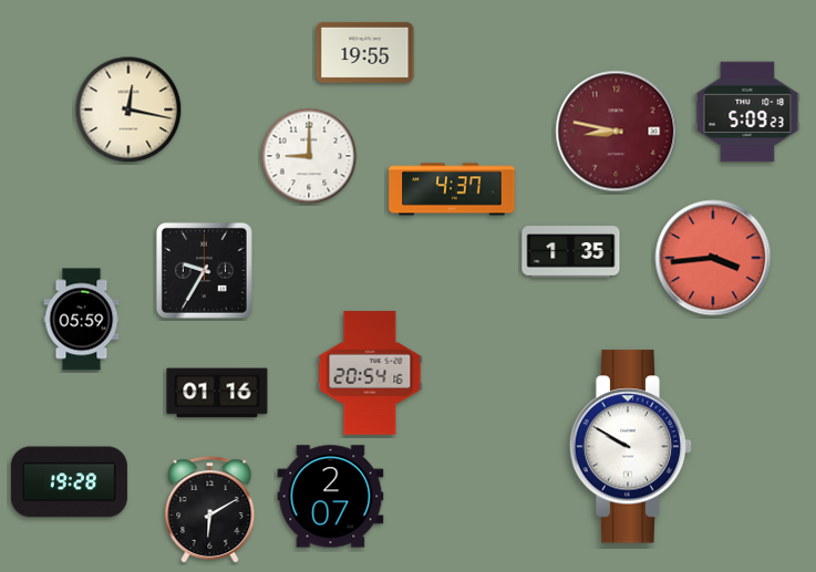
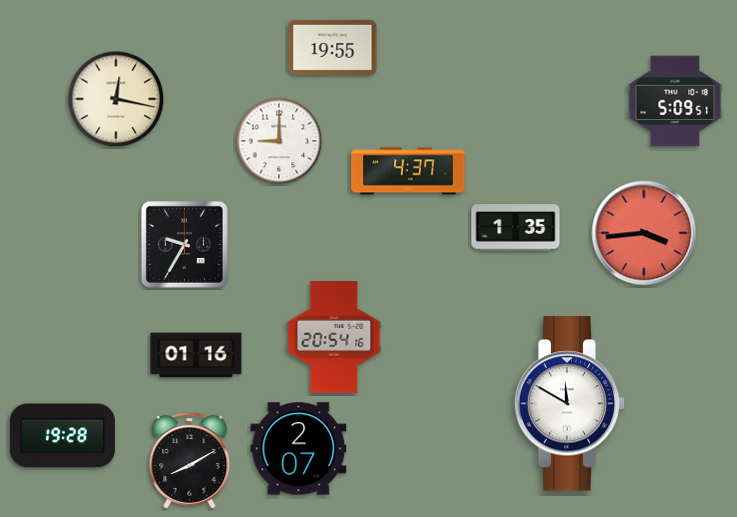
clock at (365, 52) position: (365, 52) -> (333, 47)
clock at (747, 112): 5:09:23 -> 5:09:51
clock at (617, 132): 8:47 -> none
clock at (82, 320): 05:59 -> none
clock at (631, 447): 9:50 -> 11:50
clock at (210, 510): 6:10 -> 8:10
